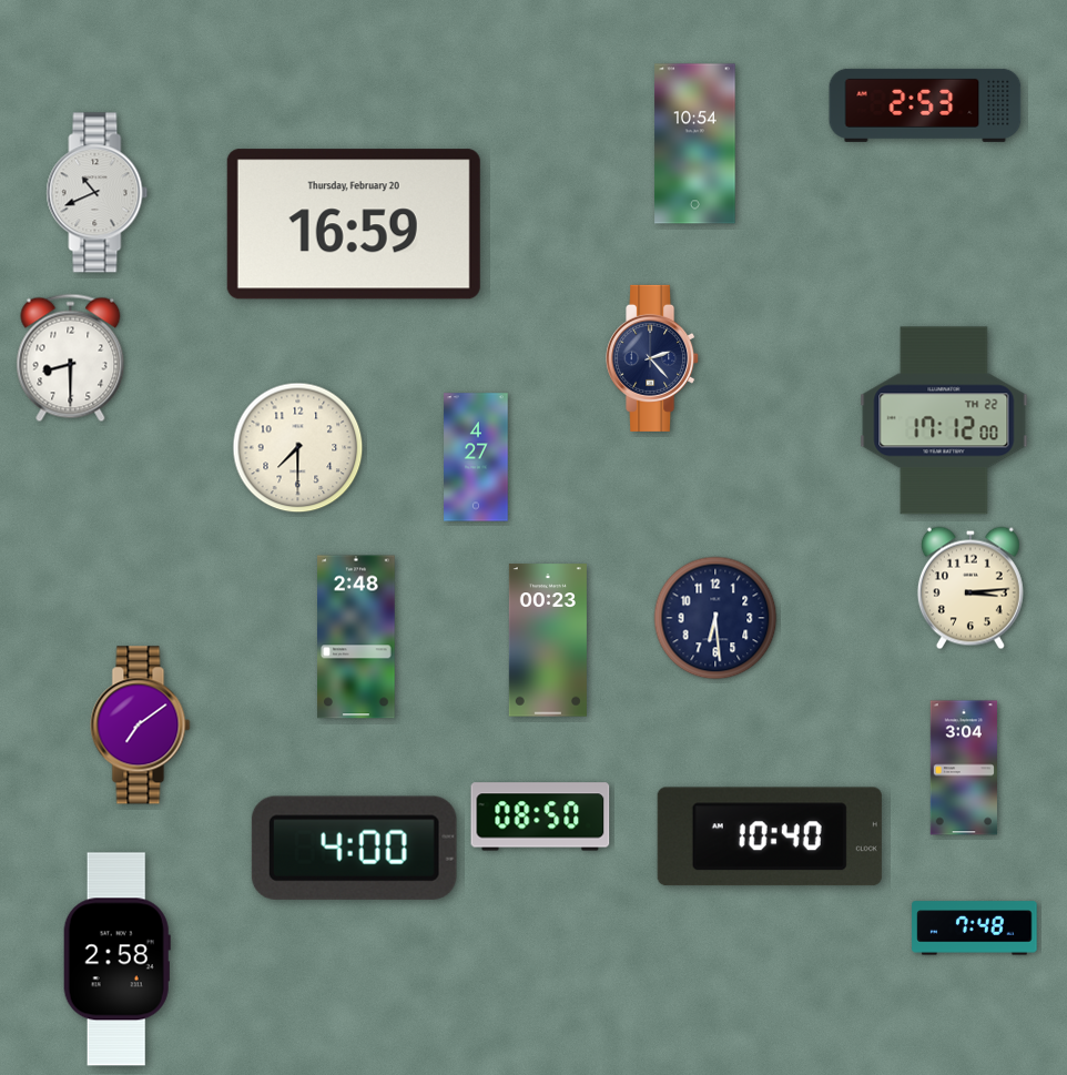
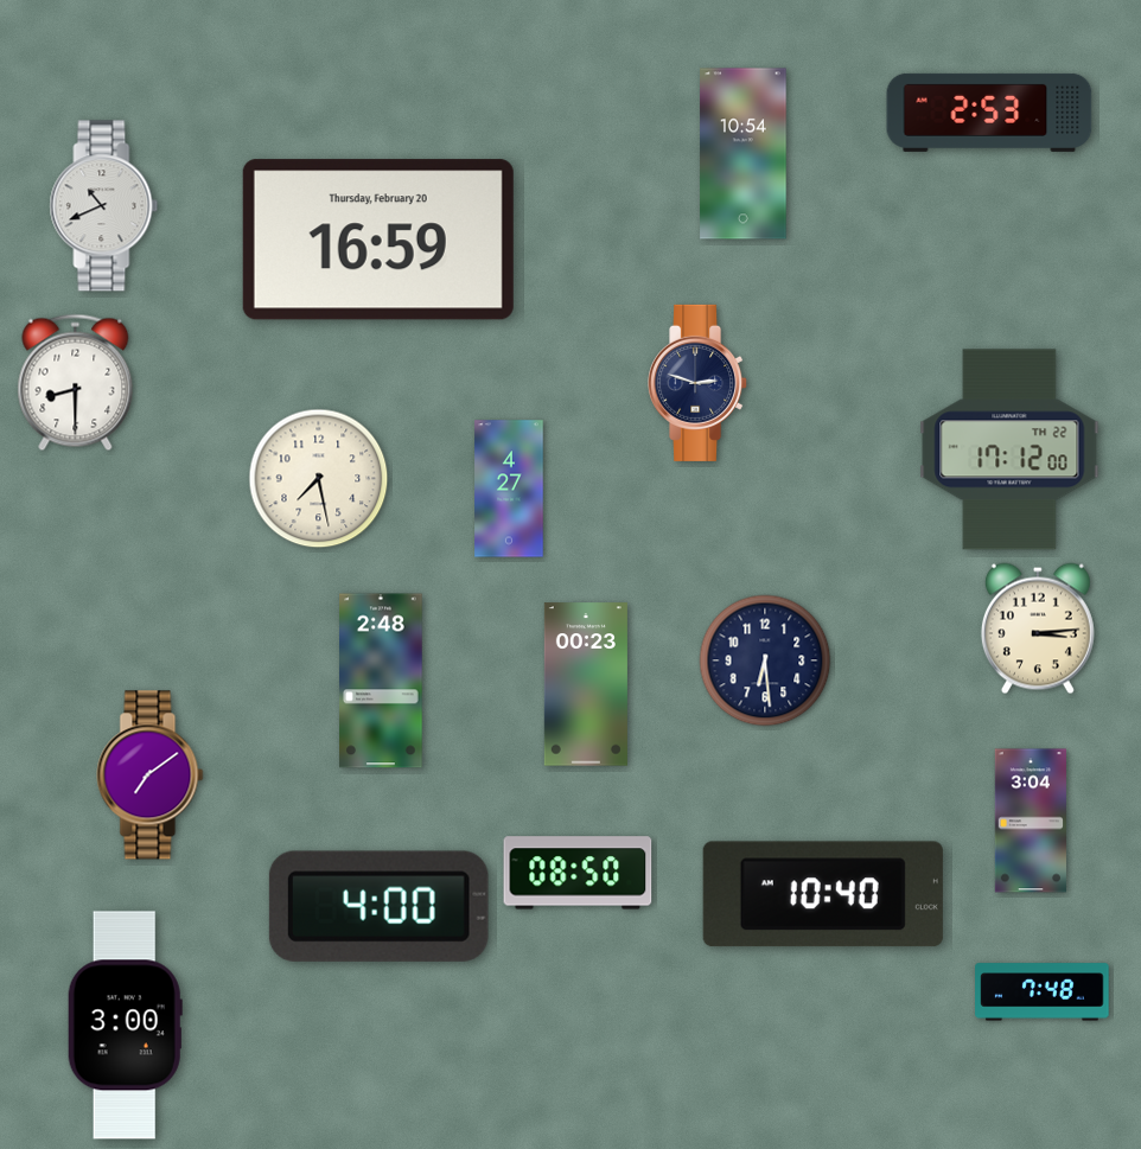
clock at (653, 358): 2:23 -> 2:48
clock at (298, 448): 7:30 -> 7:28
clock at (116, 960): 2:58 -> 3:00
